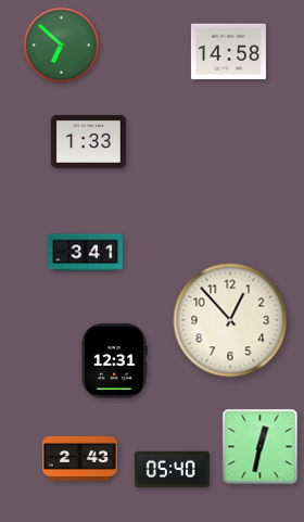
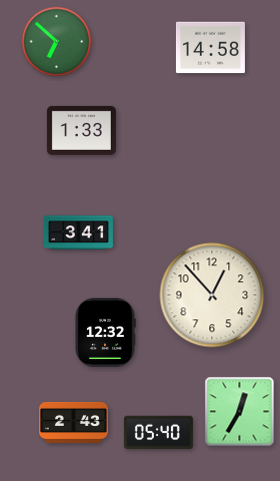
clock at (114, 360): 12:31 -> 12:32
clock at (261, 447): 12:32 -> 12:35
